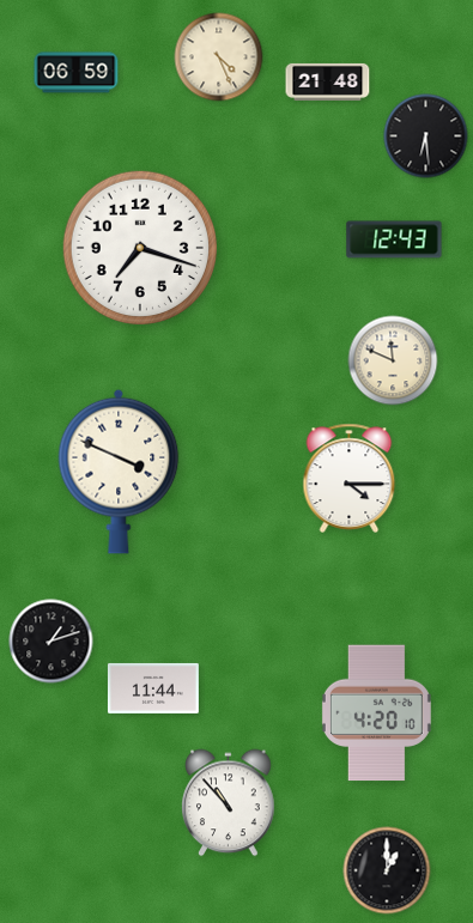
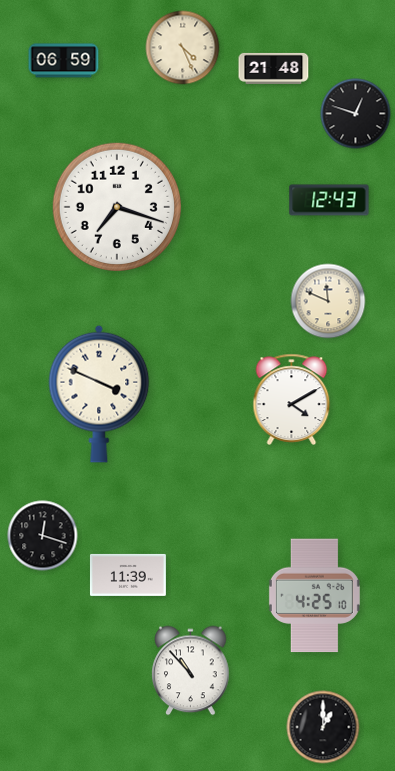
clock at (426, 136): 6:29 -> 12:48
clock at (350, 478): 4:15 -> 4:10
clock at (51, 642): 1:12 -> 12:18
clock at (153, 688): 11:44 -> 11:39
clock at (376, 713): 4:20 -> 4:25
